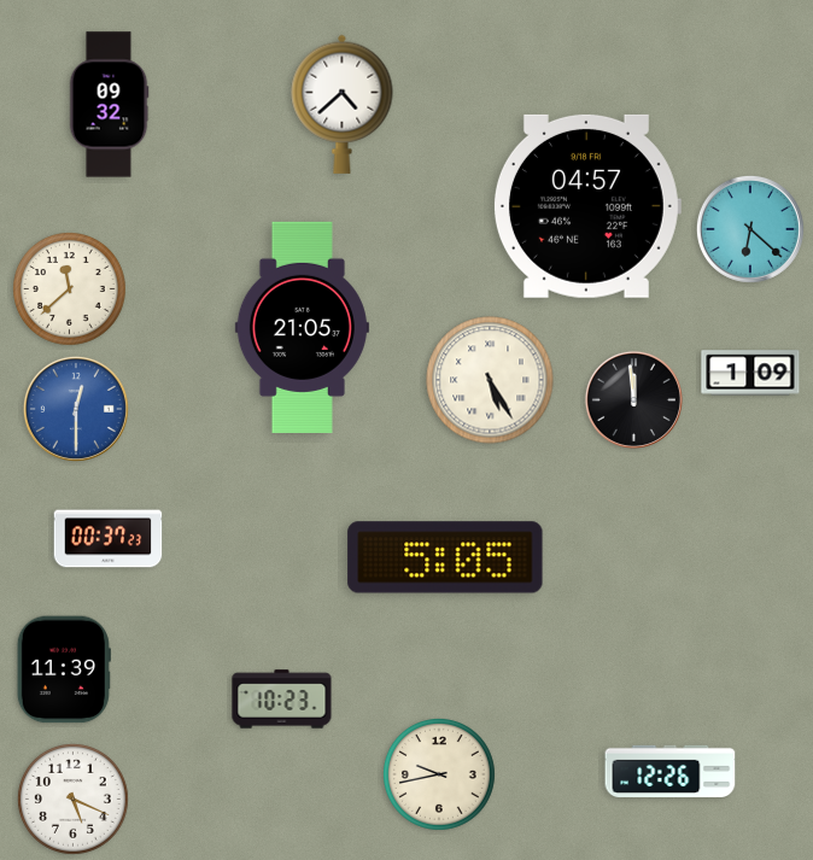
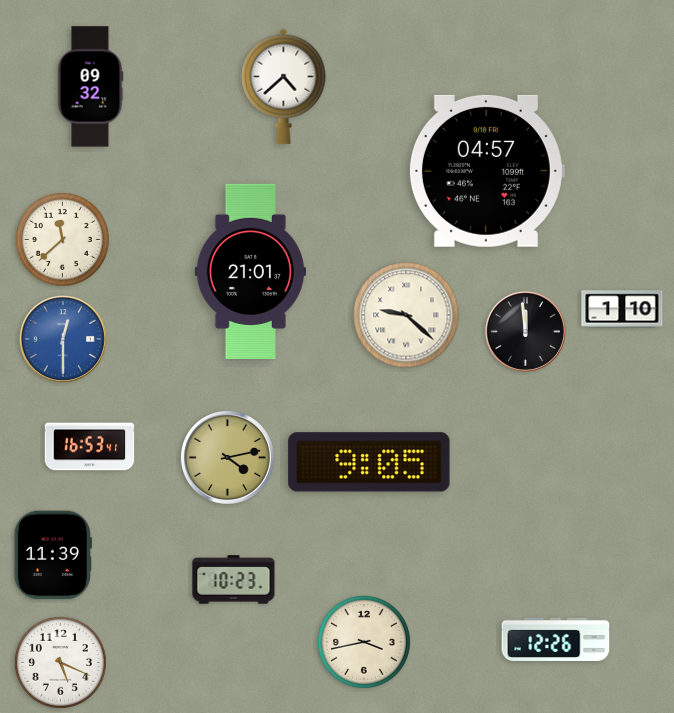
clock at (750, 229): 6:22 -> none
clock at (70, 289) position: (70, 289) -> (63, 240)
clock at (302, 327): 21:05 -> 21:01
clock at (750, 373): 1:09 -> 1:10
clock at (490, 380): 5:25 -> 9:22
clock at (109, 539): 00:37 -> 16:53
clock at (227, 457): none -> 4:13
clock at (445, 557): 5:05 -> 9:05
clock at (439, 774): 9:43 -> 3:43
